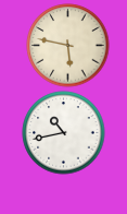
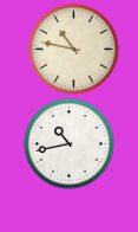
clock at (68, 46): 5:47 -> 10:47
